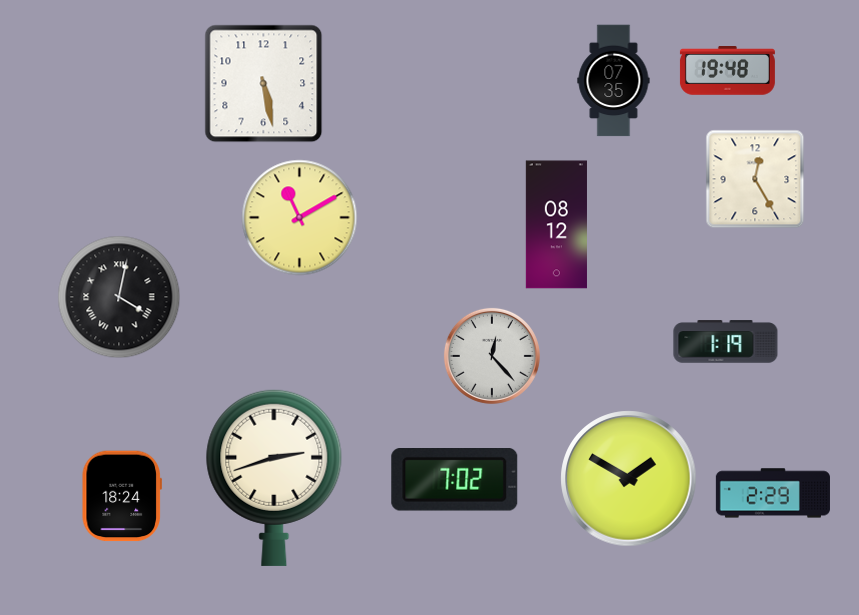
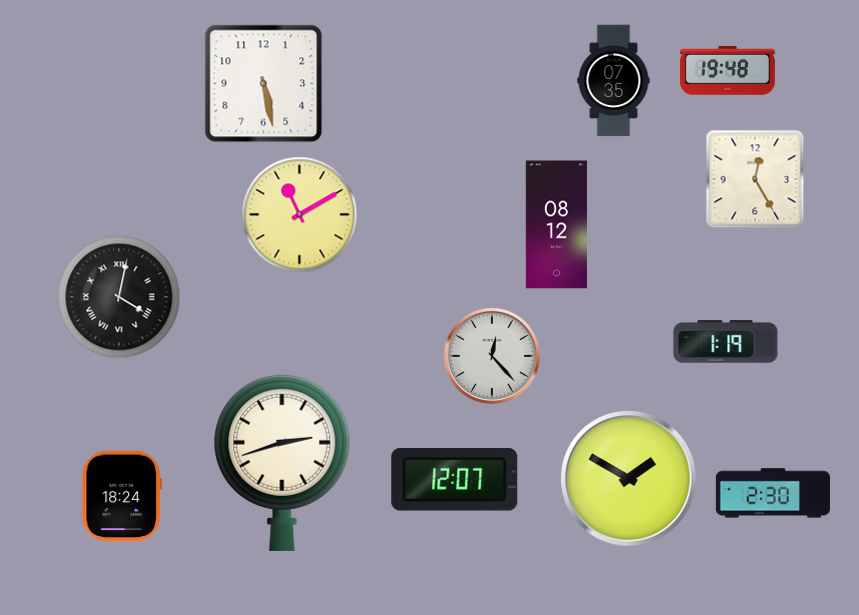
clock at (300, 218) position: (300, 218) -> (300, 215)
clock at (274, 477) position: (274, 477) -> (282, 462)
clock at (455, 480): 7:02 -> 12:07
clock at (773, 493): 2:29 -> 2:30
